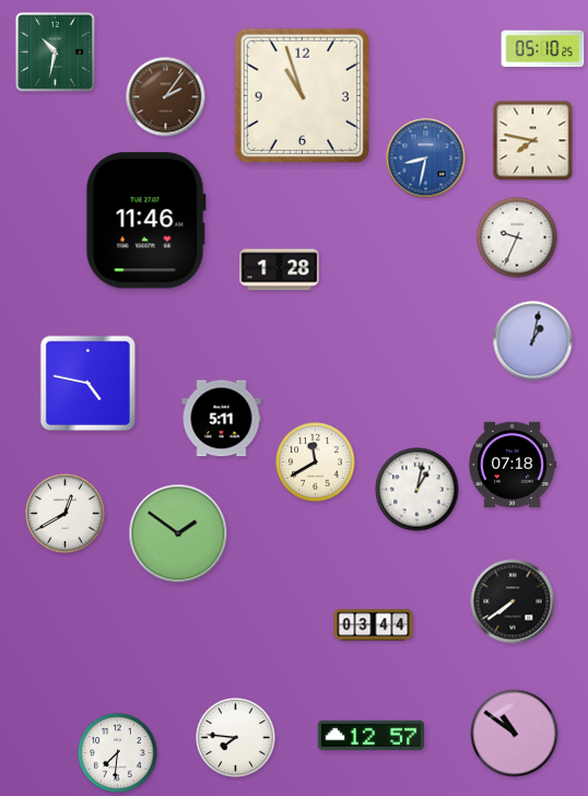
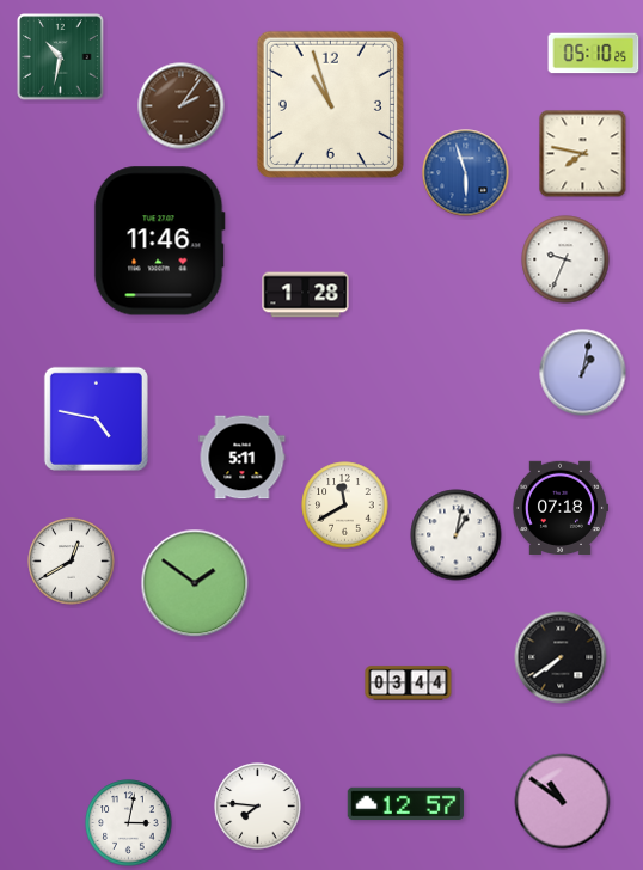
clock at (426, 159): 8:32 -> 5:57
clock at (118, 753): 7:31 -> 3:02
